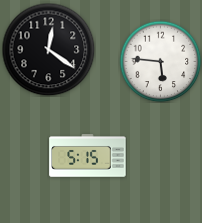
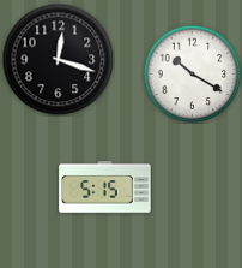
clock at (48, 49): 12:21 -> 12:18
clock at (160, 61): 5:46 -> 10:20
